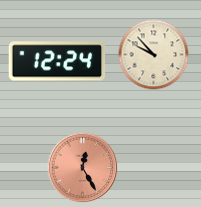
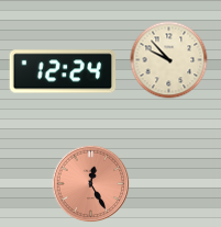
clock at (57, 61) position: (57, 61) -> (63, 71)
